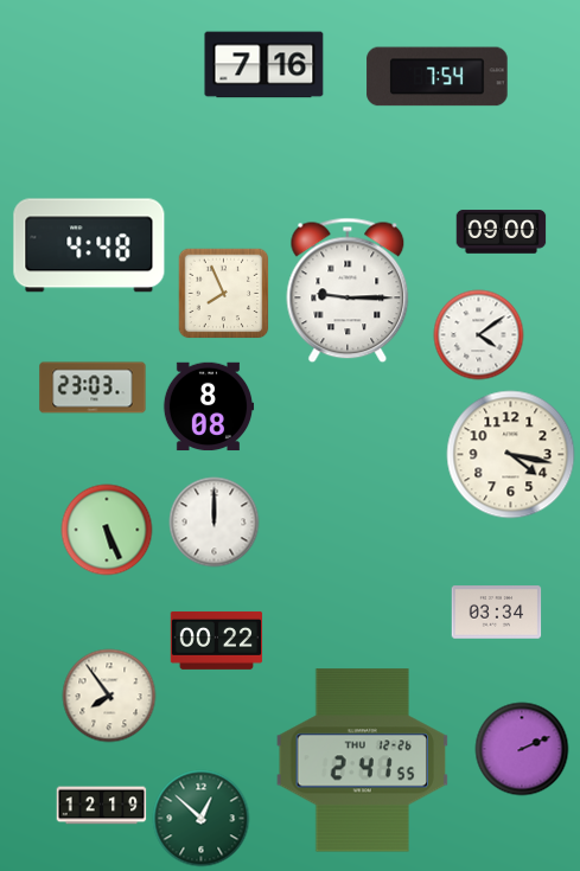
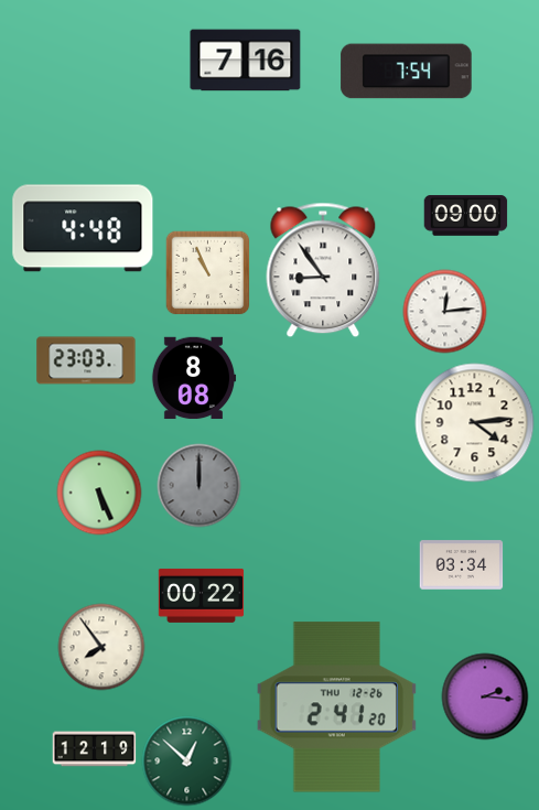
clock at (348, 290): 9:15 -> 8:54
clock at (223, 293): 7:56 -> 10:56
clock at (479, 335): 4:09 -> 12:14
clock at (511, 455): 4:17 -> 4:14
clock at (215, 523) dial: white -> grey
clock at (497, 613) position: (497, 613) -> (462, 565)
clock at (522, 749): 2:11 -> 2:16
clock at (363, 761): 2:41:55 -> 2:41:20
